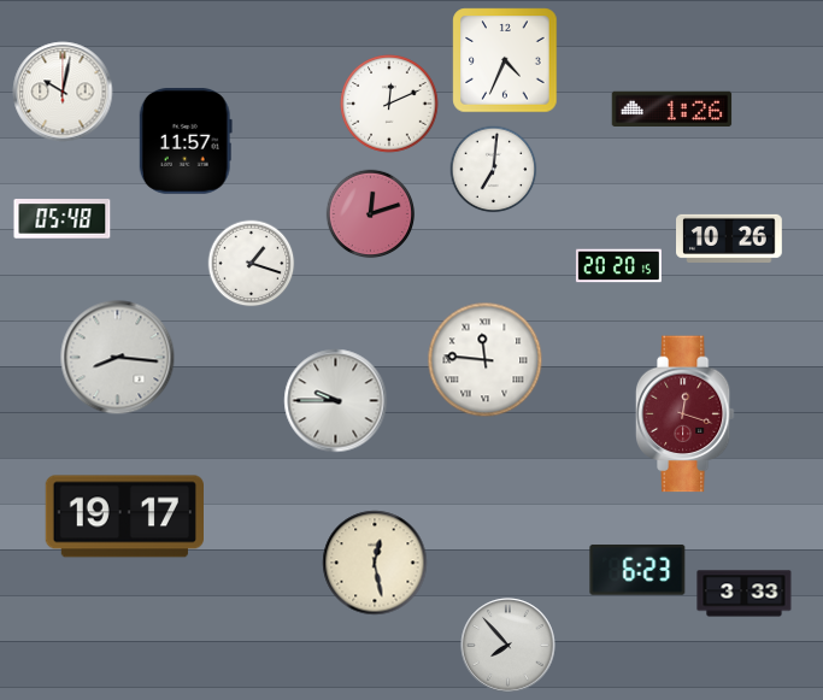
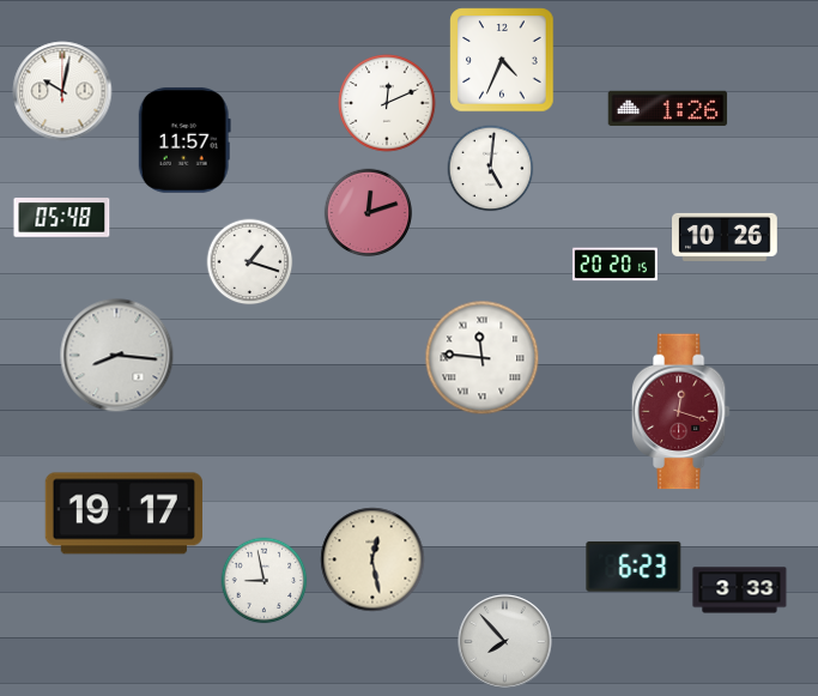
clock at (494, 170): 7:01 -> 5:01
clock at (336, 401): 9:45 -> none
clock at (265, 581): none -> 8:58
